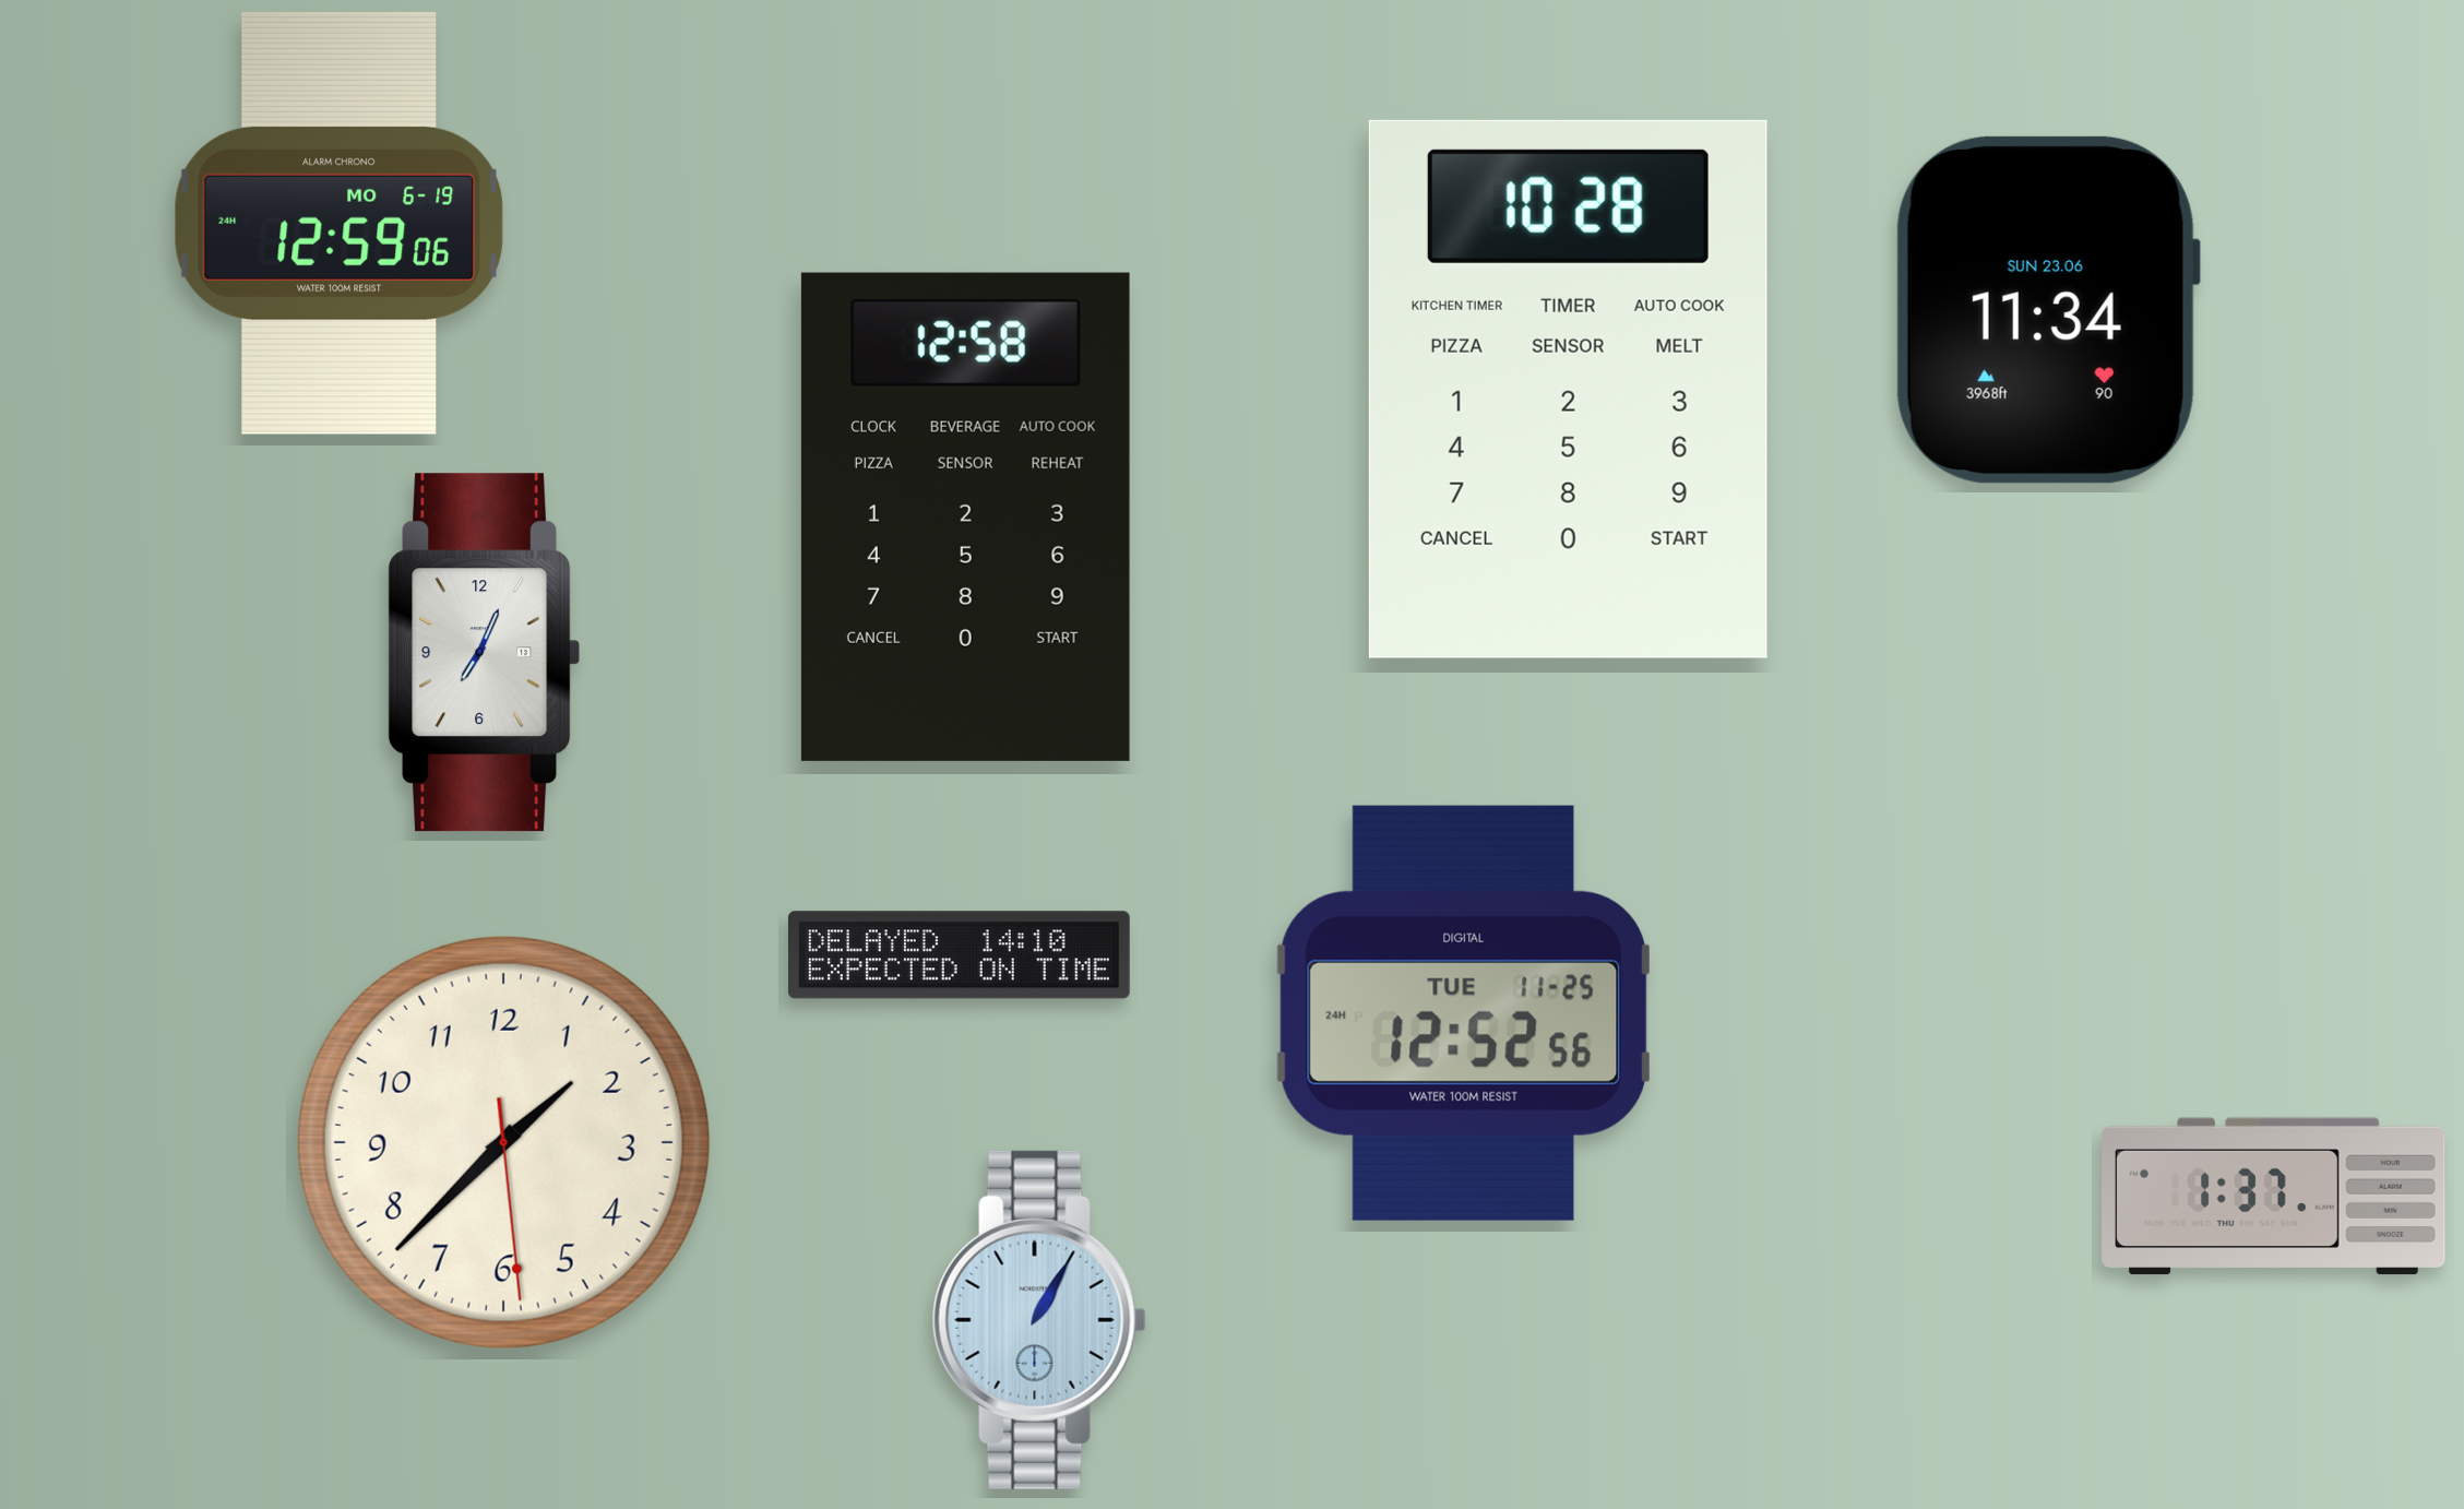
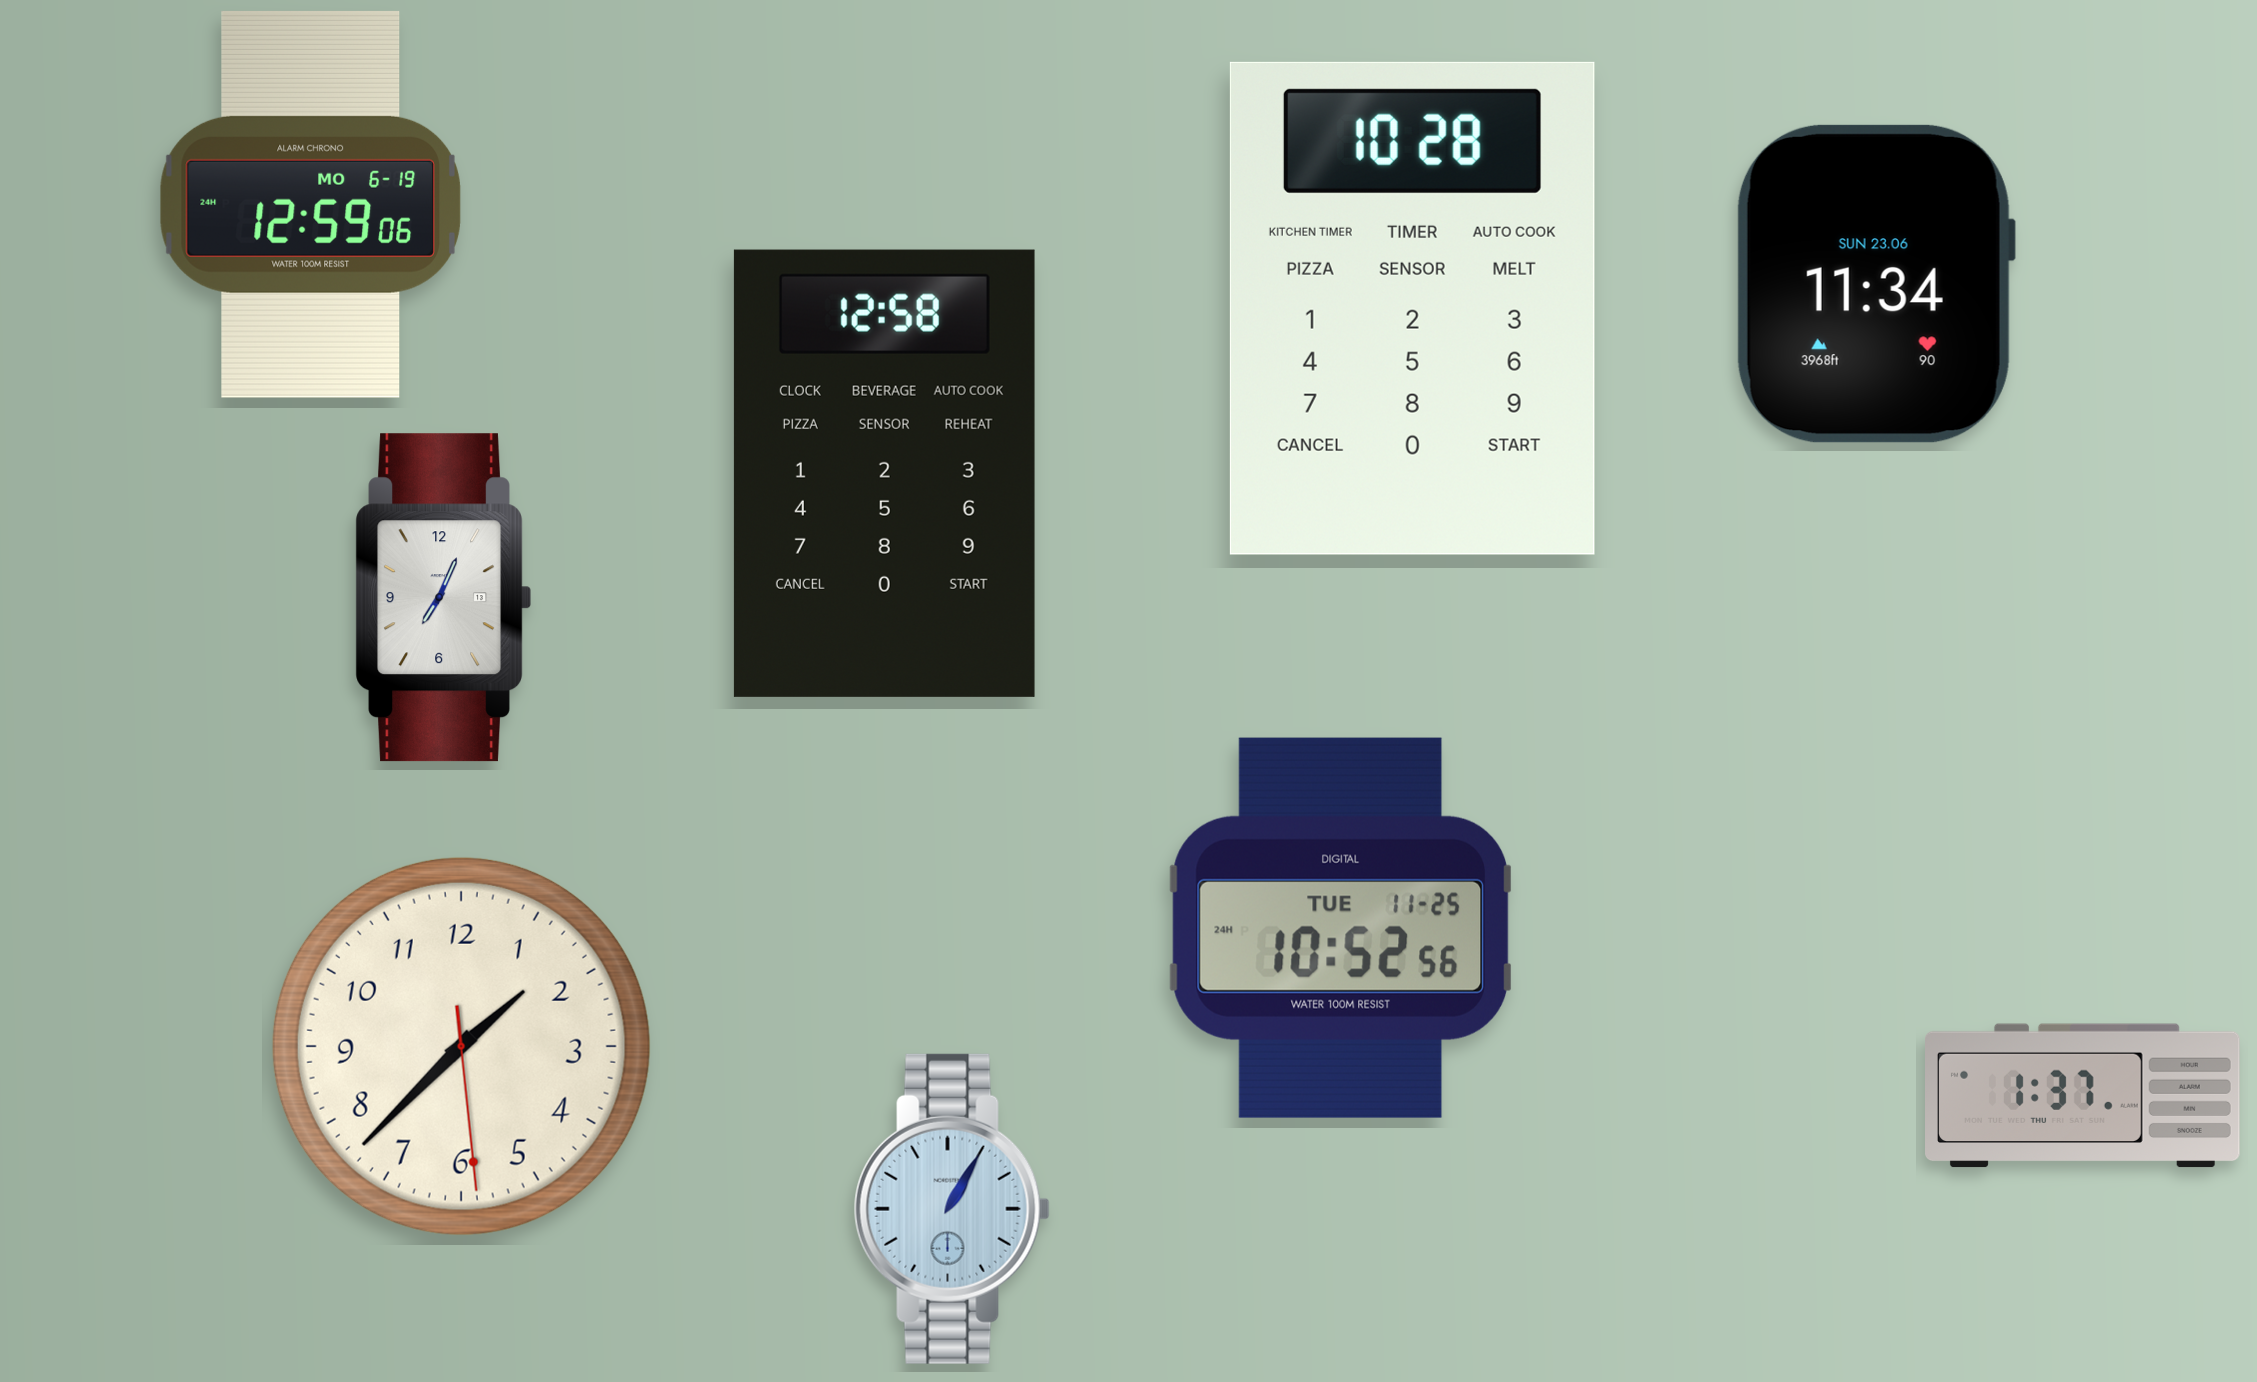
clock at (1568, 389) position: (1568, 389) -> (1412, 308)
clock at (959, 955): 14:10 -> none
clock at (1464, 1013): 12:52 -> 10:52
